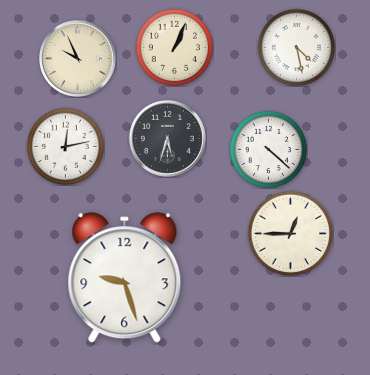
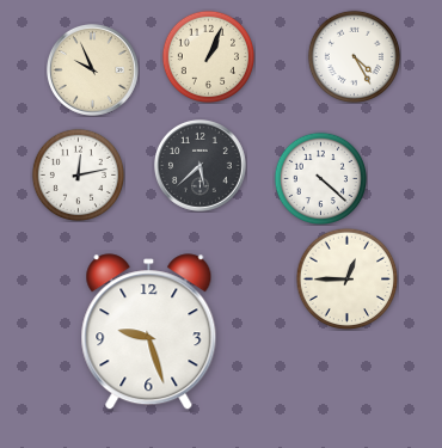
clock at (296, 47): 4:28 -> 4:25
clock at (167, 138): 5:33 -> 5:38
